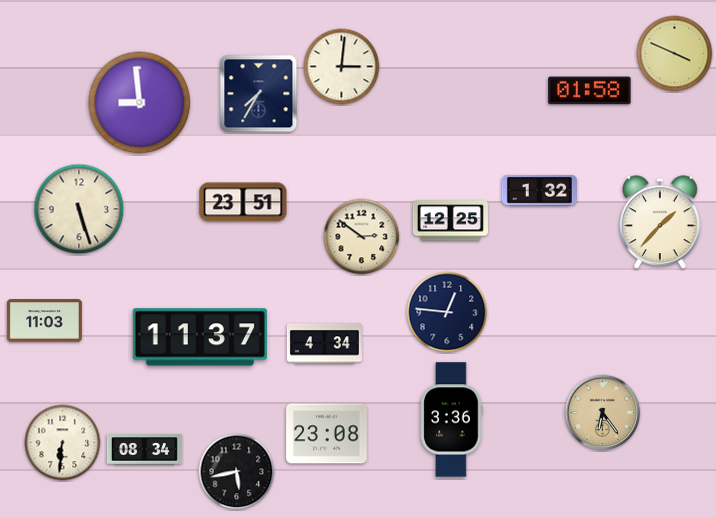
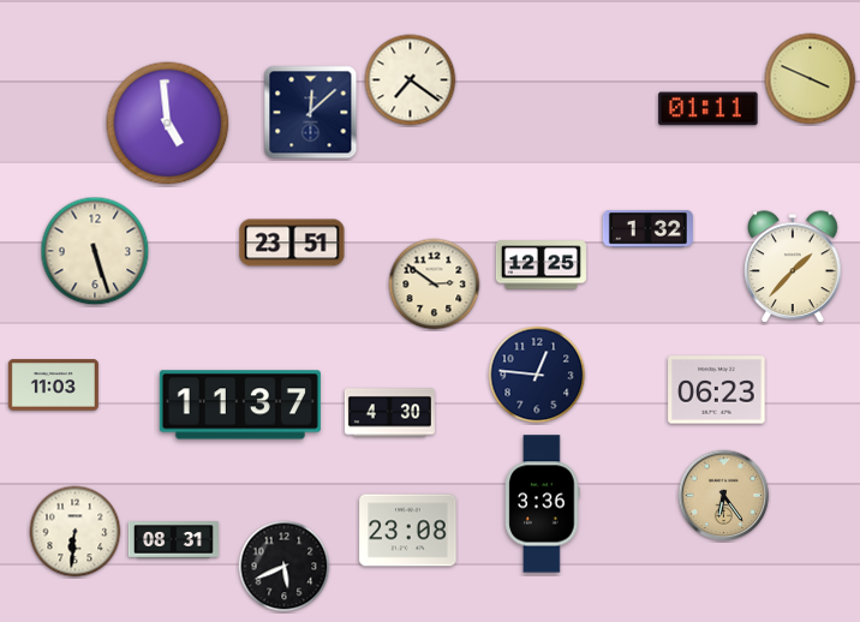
clock at (675, 54) position: (675, 54) -> (811, 79)
clock at (342, 67): 3:01 -> 7:21
clock at (590, 91): 01:58 -> 01:11
clock at (259, 94): 7:35 -> 12:08
clock at (140, 103): 8:59 -> 4:59
clock at (717, 390): none -> 06:23
clock at (324, 344): 4:34 -> 4:30
clock at (327, 434) position: (327, 434) -> (408, 531)
clock at (144, 450): 08:34 -> 08:31
clock at (237, 472): 5:43 -> 5:41
